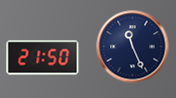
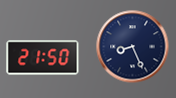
clock at (133, 47): 11:26 -> 8:26
